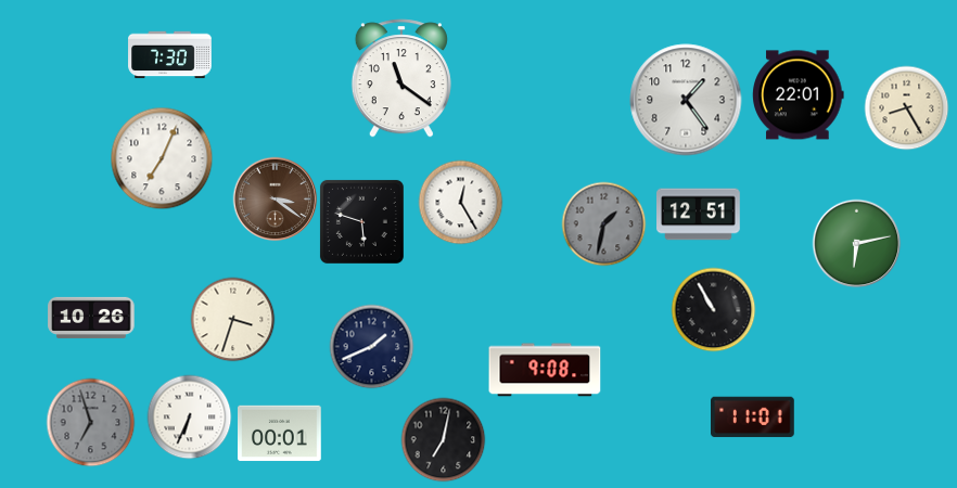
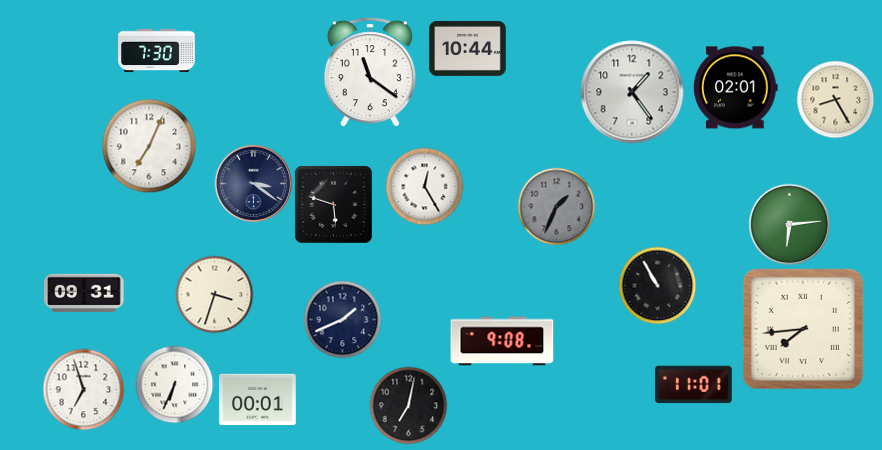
clock at (468, 48): none -> 10:44
clock at (799, 95): 22:01 -> 02:01
clock at (275, 198) dial: brown -> navy
clock at (699, 215): 12:51 -> none
clock at (603, 223): 1:32 -> 1:34
clock at (856, 243): 6:13 -> 6:14
clock at (91, 318): 10:26 -> 09:31
clock at (803, 329): none -> 7:44
clock at (90, 422) dial: grey -> white
